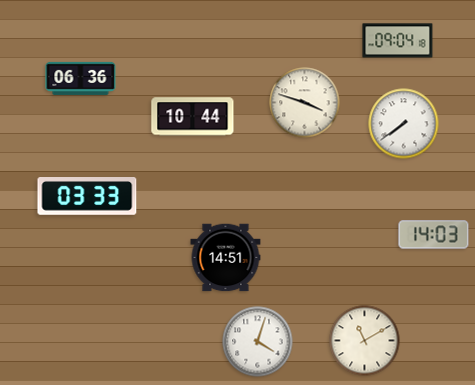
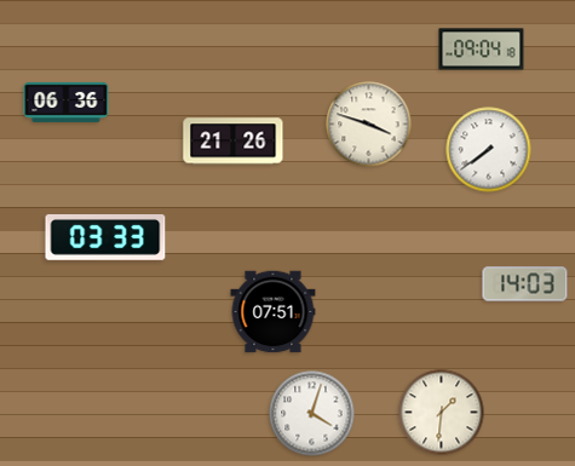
clock at (81, 78) position: (81, 78) -> (67, 102)
clock at (193, 117): 10:44 -> 21:26
clock at (226, 258): 14:51 -> 07:51
clock at (365, 341): 11:10 -> 1:31
